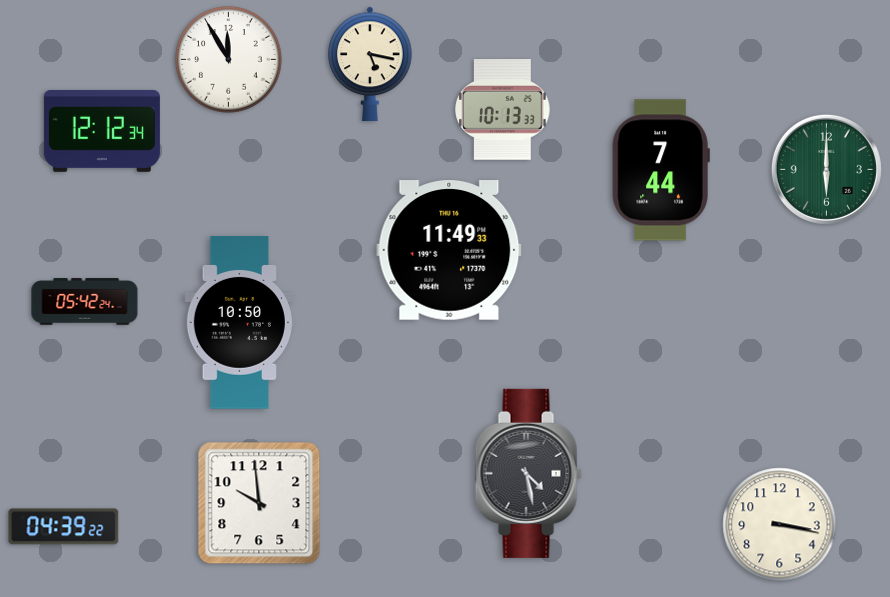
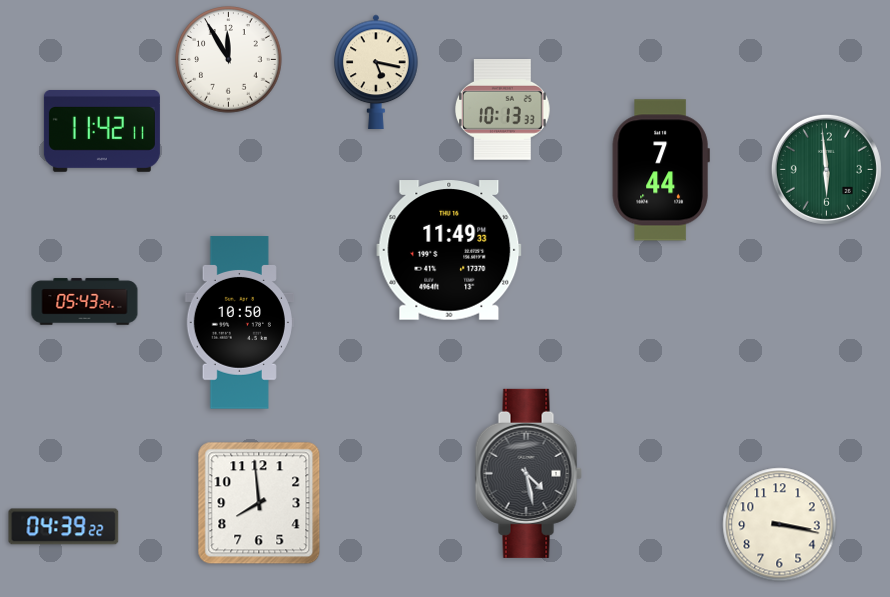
clock at (370, 63) position: (370, 63) -> (376, 71)
clock at (102, 131): 12:12 -> 11:42
clock at (826, 169): 6:00 -> 5:59
clock at (85, 302): 05:42 -> 05:43
clock at (259, 503): 9:59 -> 7:59
